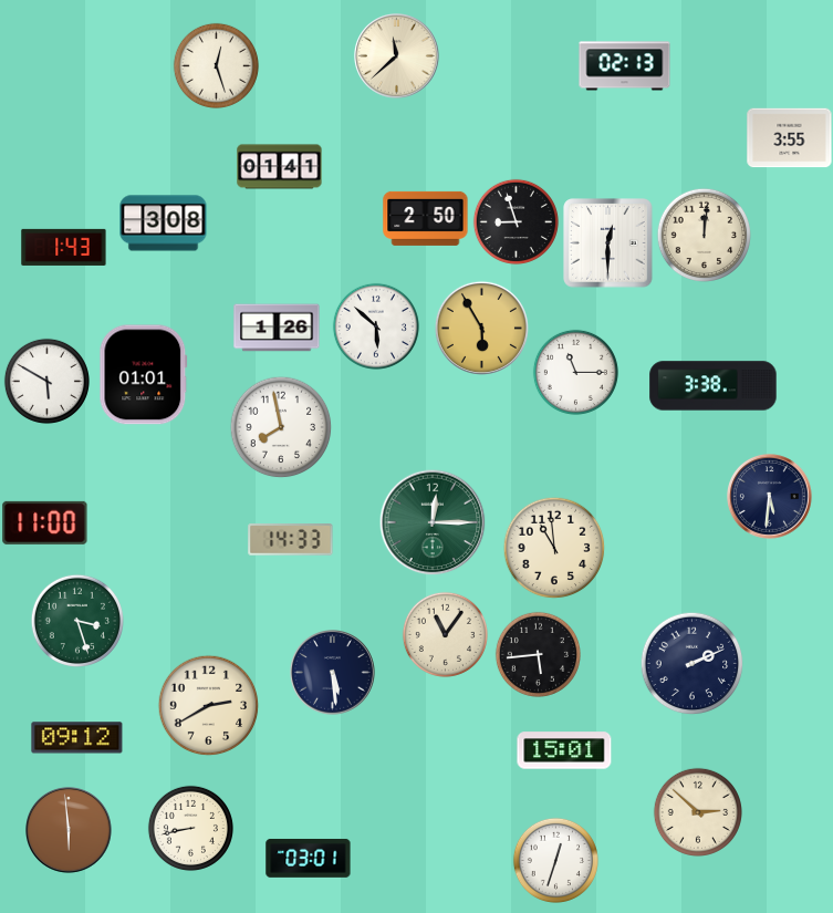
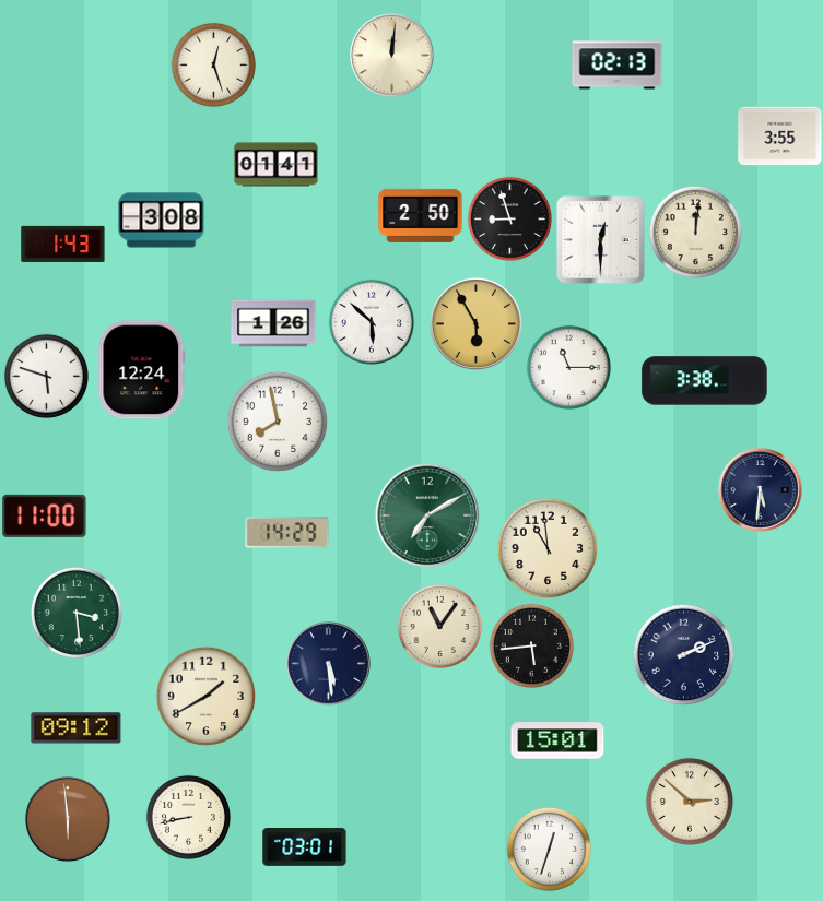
clock at (397, 56): 11:38 -> 12:01
clock at (144, 375): 01:01 -> 12:24
clock at (46, 381): 5:50 -> 5:48
clock at (433, 522): 12:15 -> 7:10
clock at (291, 540): 14:33 -> 14:29
clock at (554, 548) position: (554, 548) -> (548, 548)
clock at (76, 620): 3:27 -> 3:29
clock at (208, 705): 2:40 -> 1:40
